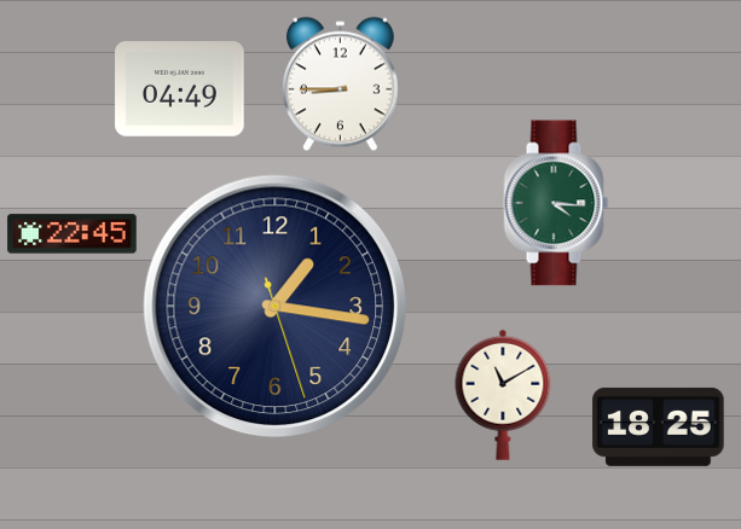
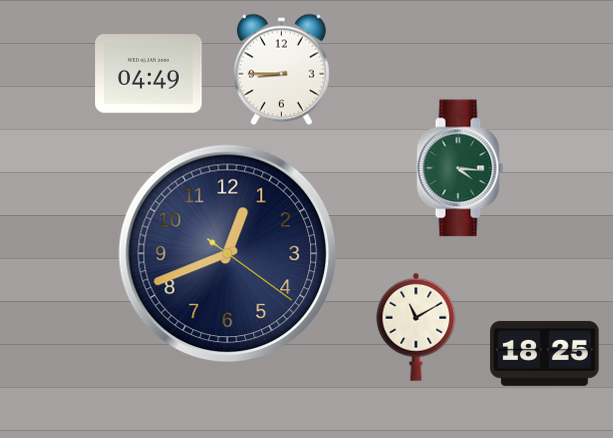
clock at (73, 234): 22:45 -> none
clock at (276, 307): 1:16 -> 12:41
